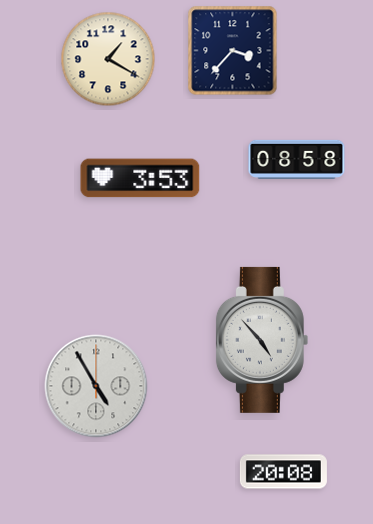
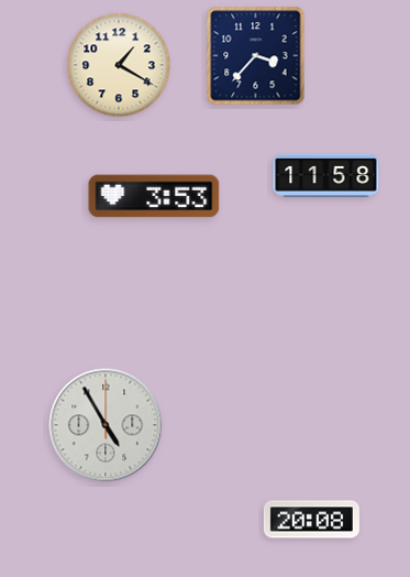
clock at (297, 159): 08:58 -> 11:58
clock at (262, 340): 4:53 -> none
